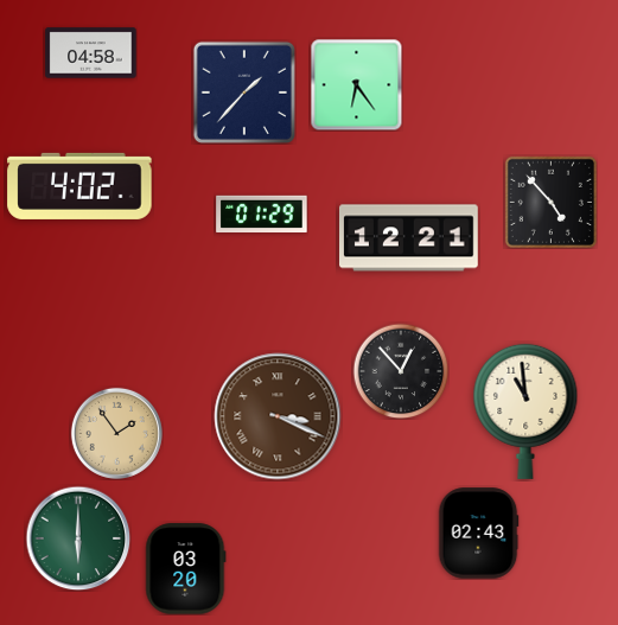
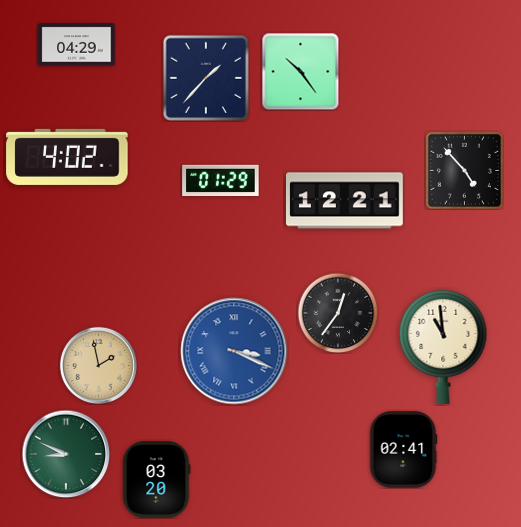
clock at (91, 53): 04:58 -> 04:29
clock at (356, 84): 6:24 -> 10:24
clock at (401, 371): 12:53 -> 12:36
clock at (278, 416) dial: brown -> blue
clock at (116, 433): 1:54 -> 1:58
clock at (478, 534): 02:43 -> 02:41
clock at (78, 538): 6:00 -> 8:49
